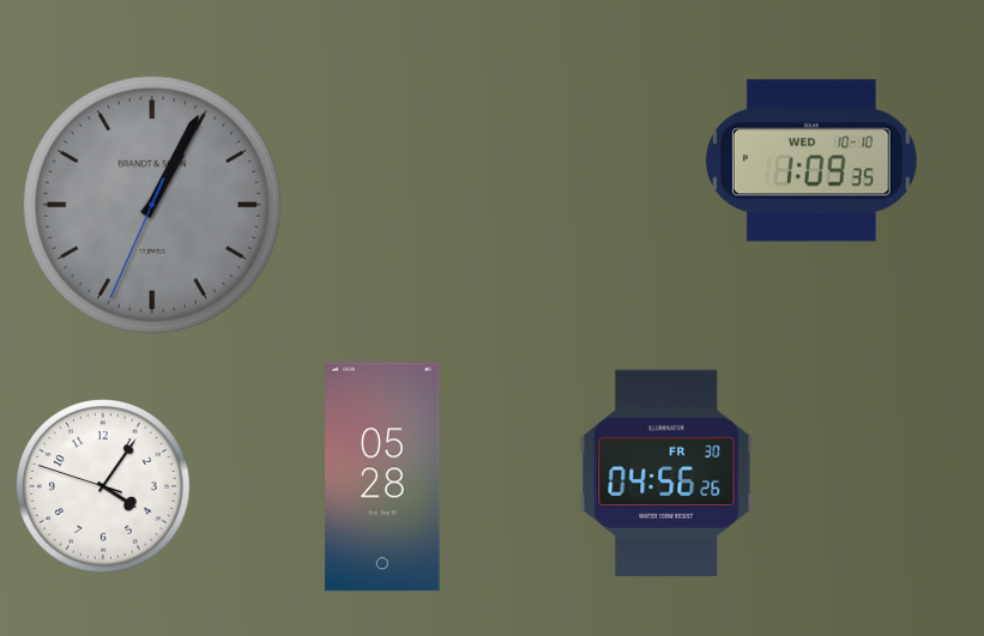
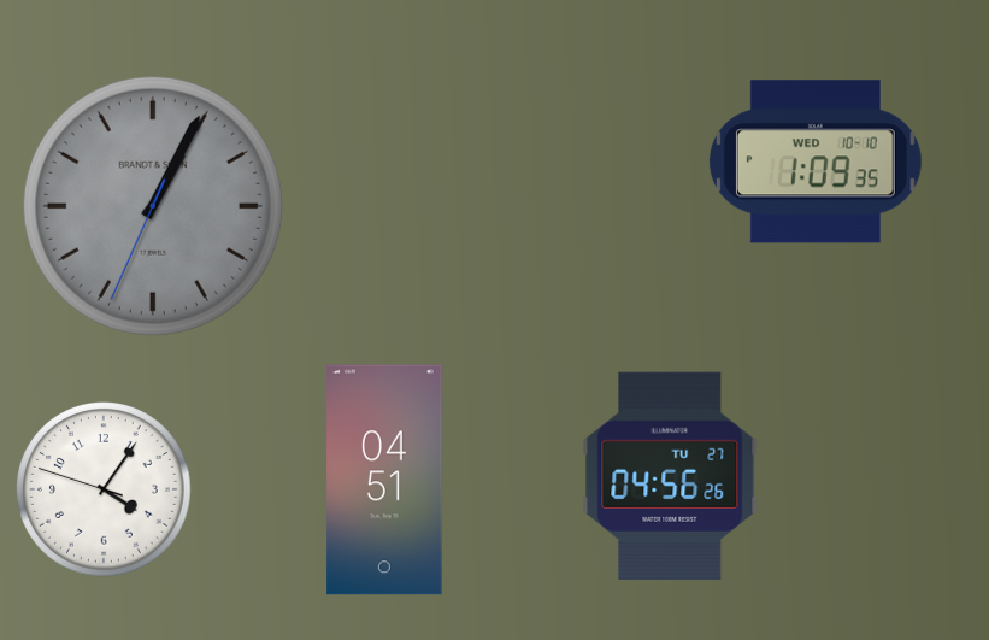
clock at (666, 473) date: FR 30 -> TU 27
clock at (382, 477): 05:28 -> 04:51
